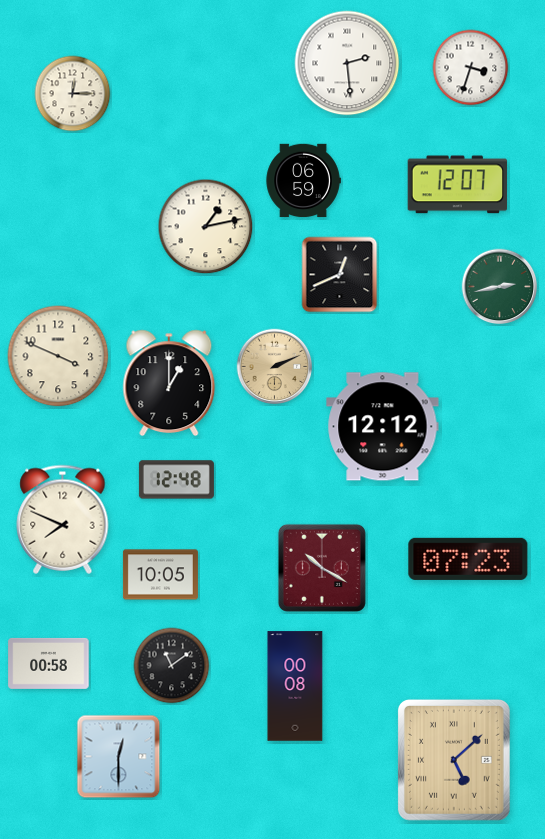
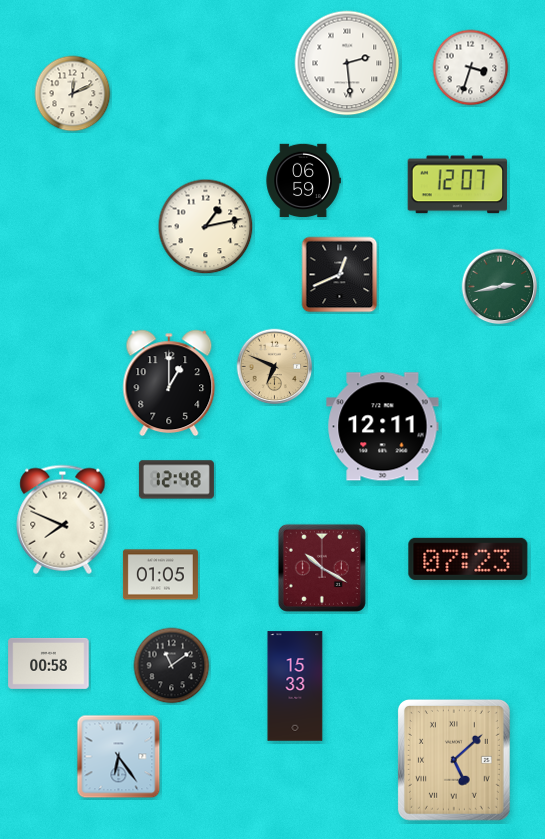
clock at (73, 94): 12:15 -> 12:11
clock at (58, 356): 3:49 -> none
clock at (275, 367): 2:11 -> 6:49
clock at (383, 427): 12:12 -> 12:11
clock at (160, 575): 10:05 -> 01:05
clock at (295, 686): 00:08 -> 15:33
clock at (119, 757): 12:30 -> 6:24
